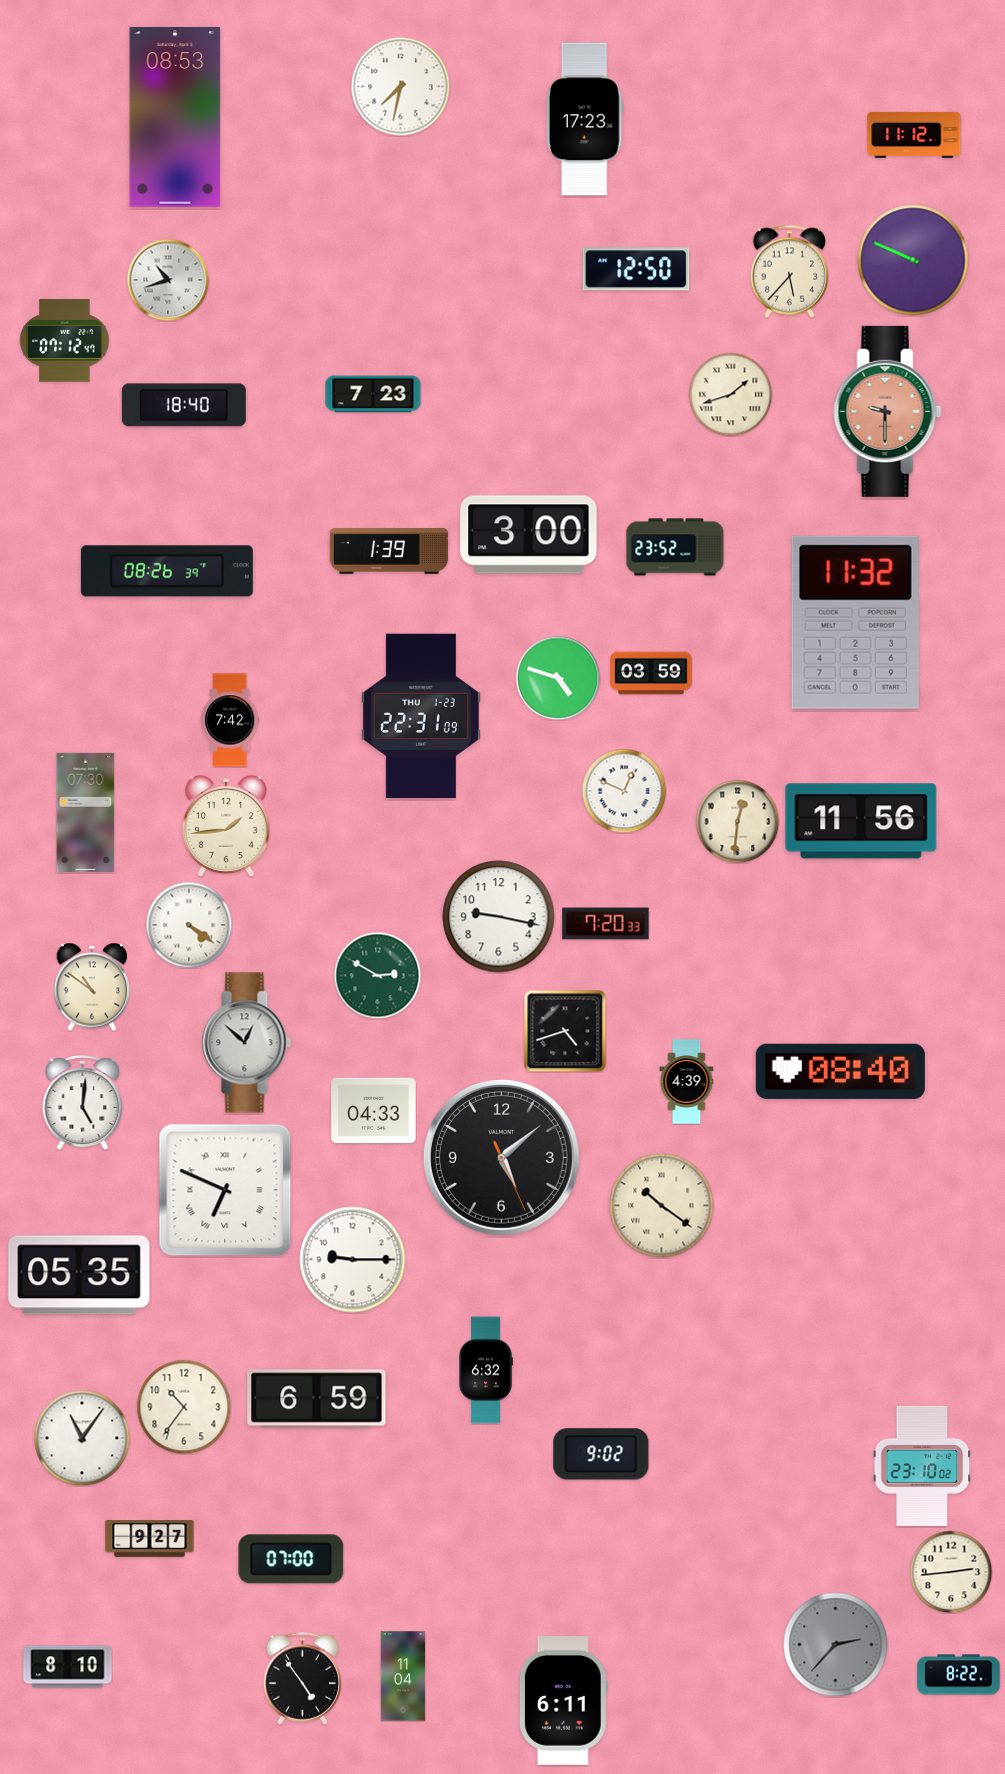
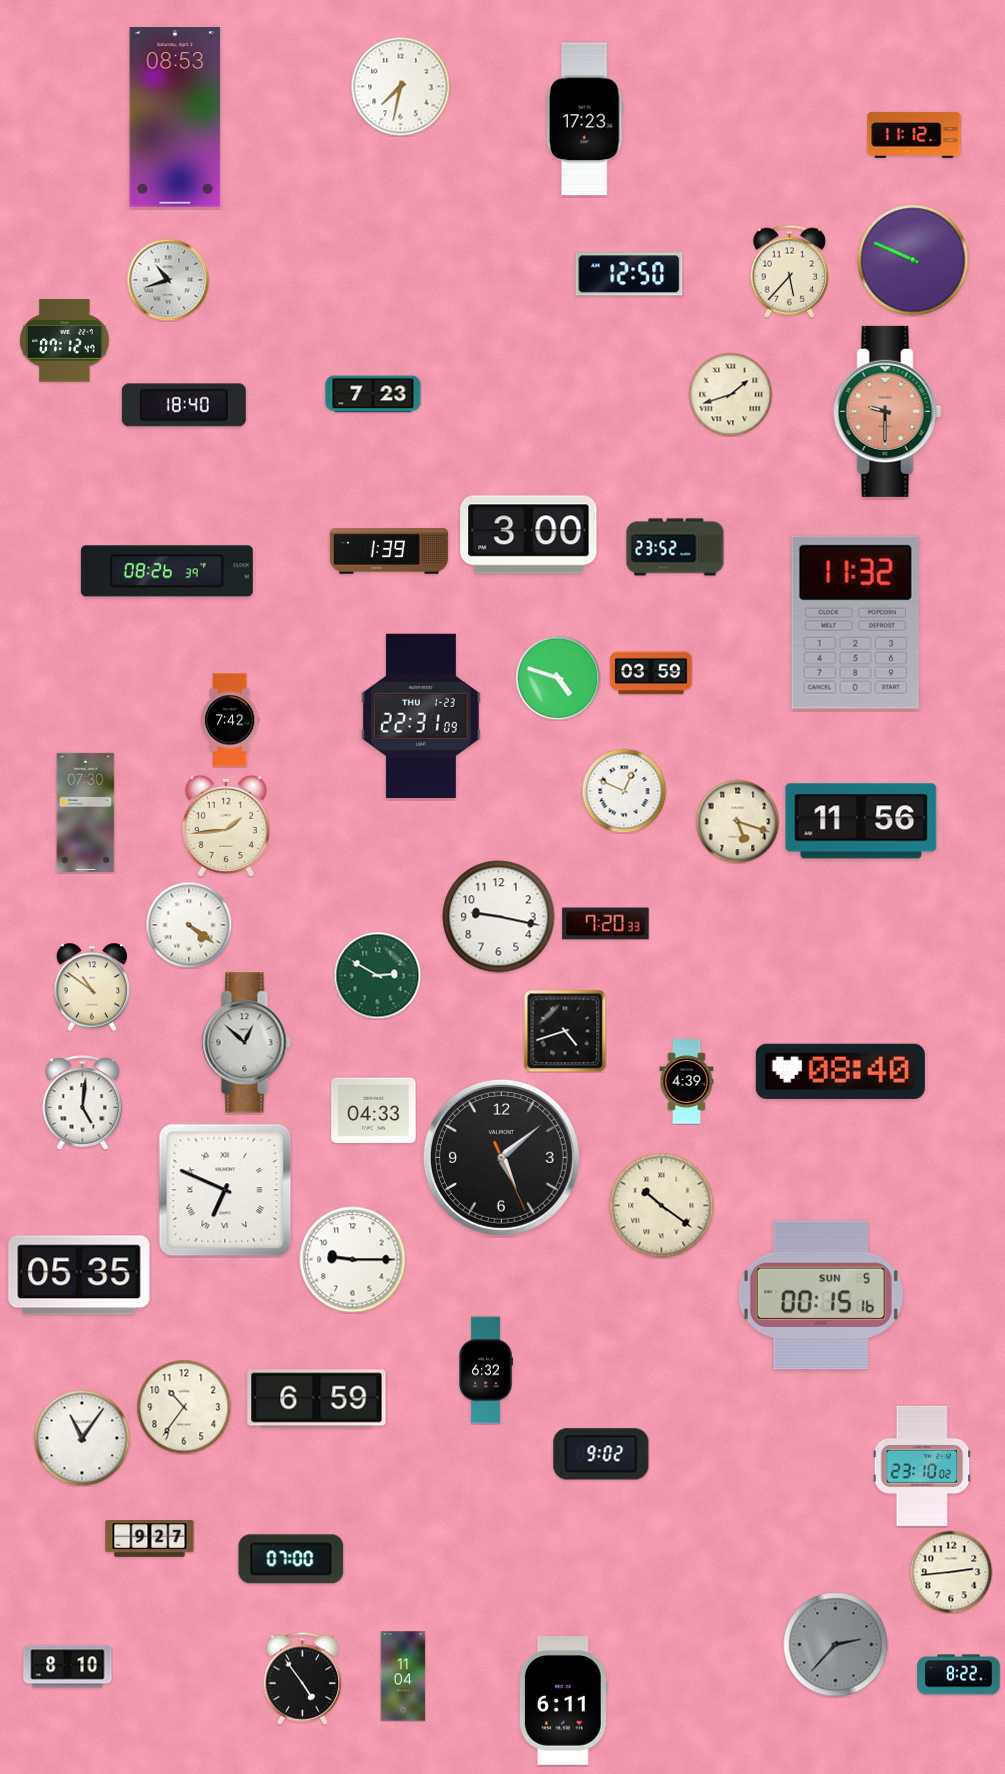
clock at (636, 269) position: (636, 269) -> (629, 274)
clock at (737, 821): 12:31 -> 5:18
clock at (821, 1295): none -> 00:15
